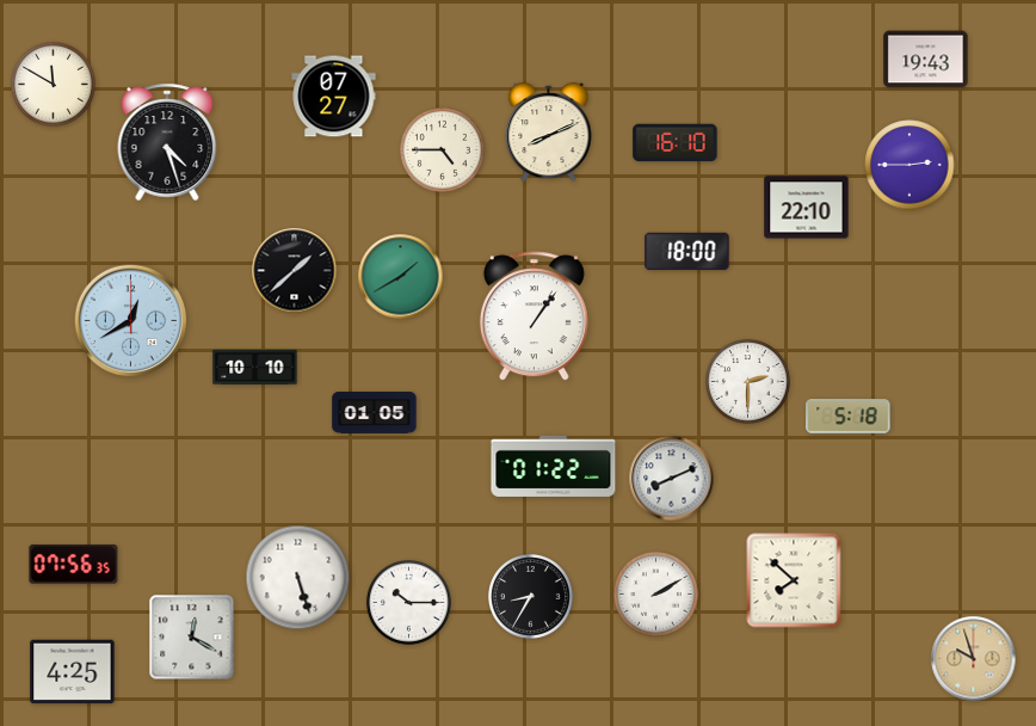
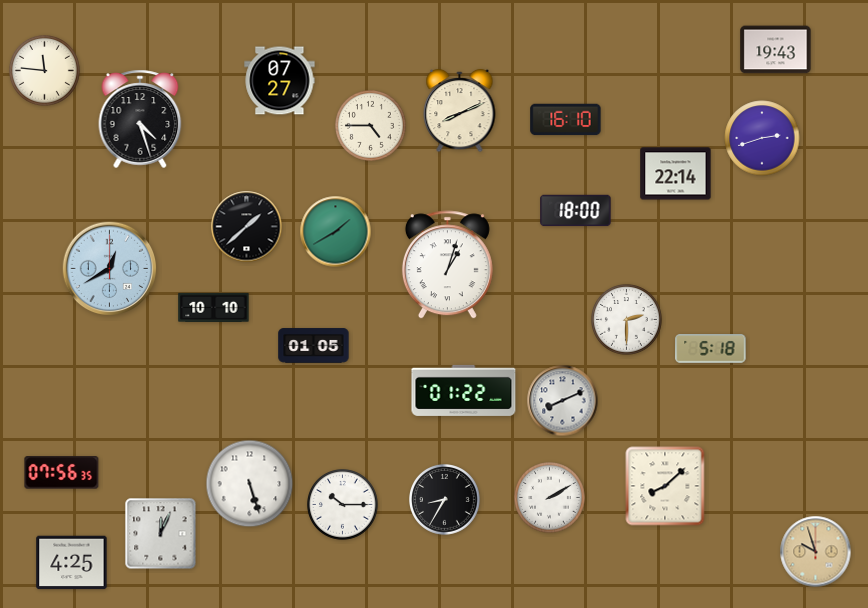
clock at (54, 85): 11:50 -> 11:46
clock at (909, 165): 2:45 -> 2:42
clock at (807, 208): 22:10 -> 22:14
clock at (534, 316): 1:06 -> 1:03
clock at (794, 580): 7:52 -> 8:08
clock at (192, 638): 12:20 -> 12:04
clock at (73, 672) position: (73, 672) -> (72, 563)
